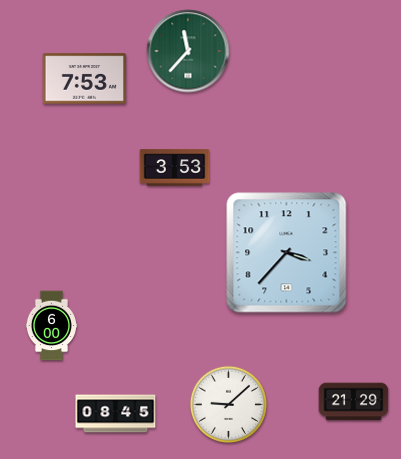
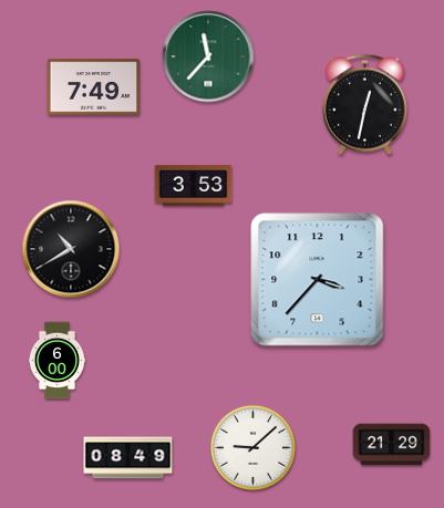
clock at (85, 79): 7:53 -> 7:49
clock at (364, 104): none -> 12:32
clock at (71, 249): none -> 10:40
clock at (116, 414): 08:45 -> 08:49
